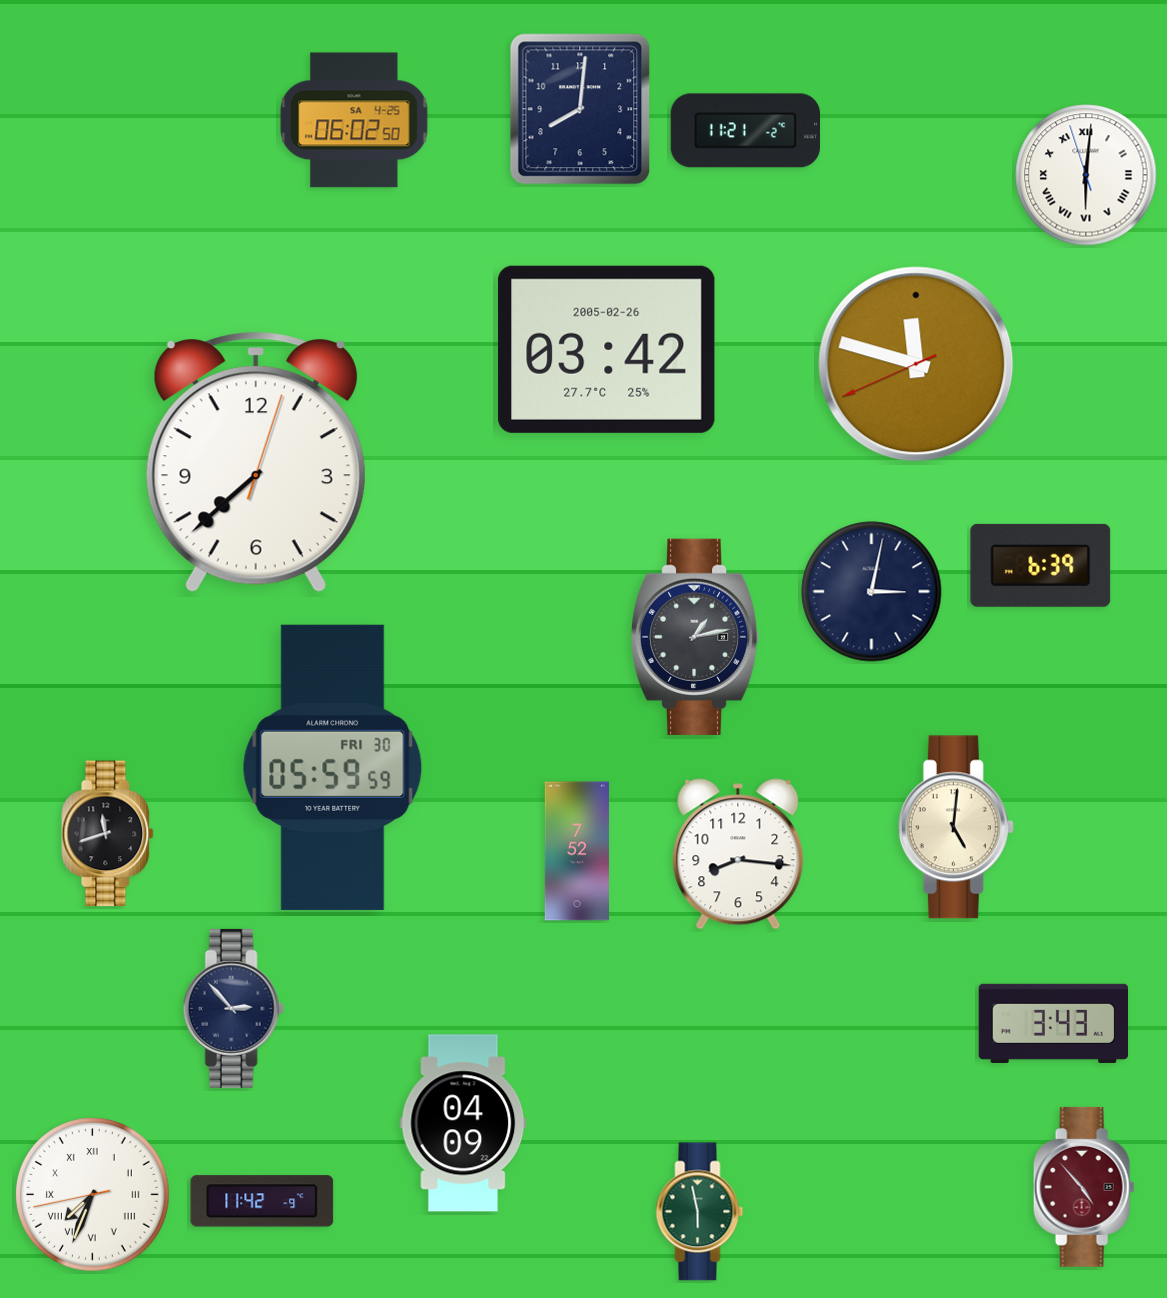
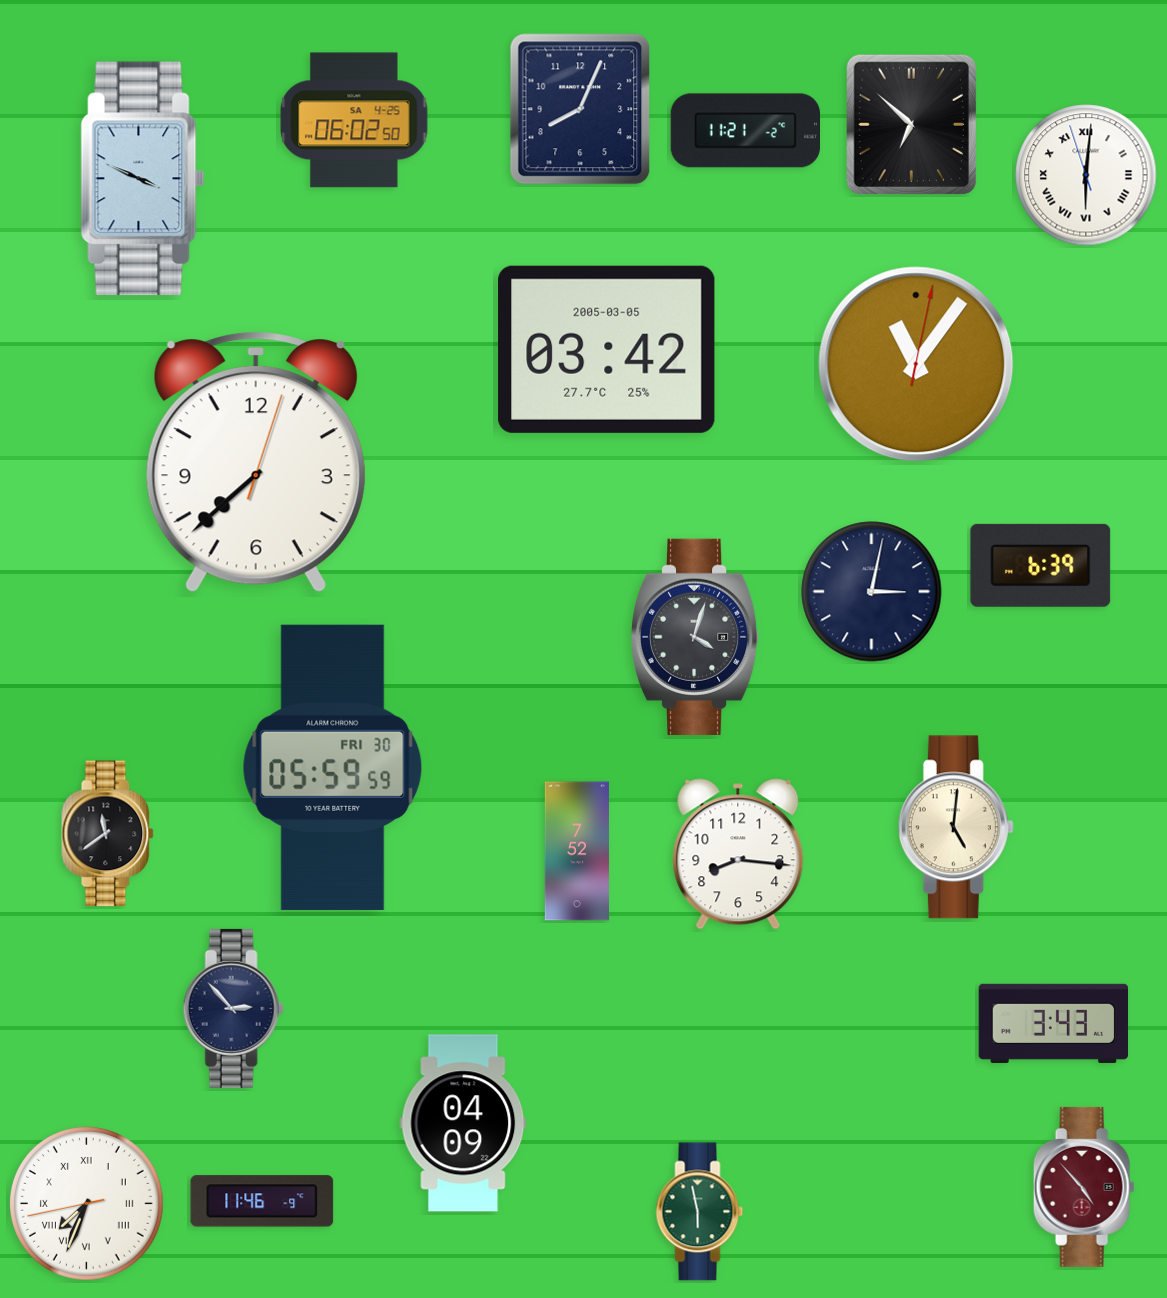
clock at (580, 109): 8:01 -> 8:04
clock at (911, 124): none -> 6:52
clock at (143, 179): none -> 3:49
clock at (607, 349) date: 2005-02-26 -> 2005-03-05
clock at (916, 364): 11:47 -> 11:06
clock at (695, 637): 1:13 -> 4:03
clock at (108, 834): 11:42 -> 11:39
clock at (93, 1195) position: (93, 1195) -> (87, 1204)
clock at (262, 1201): 11:42 -> 11:46
